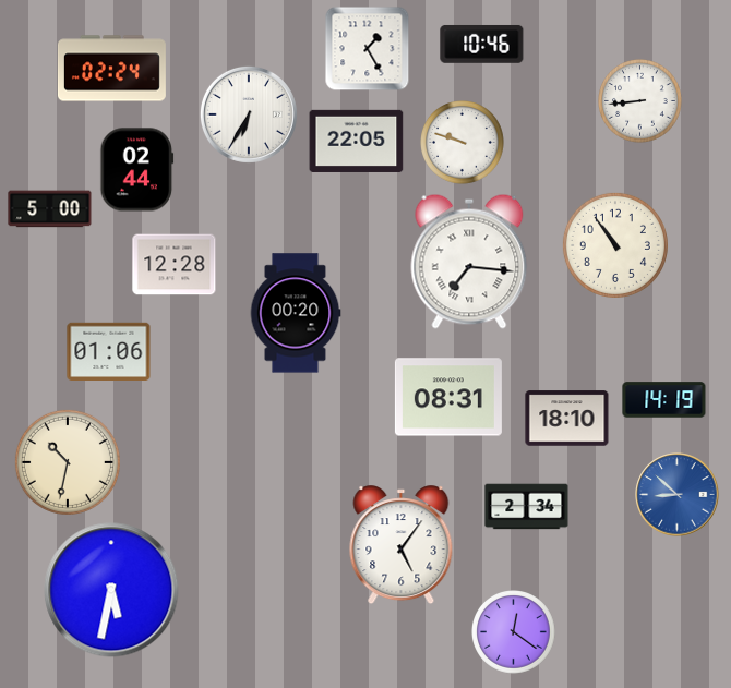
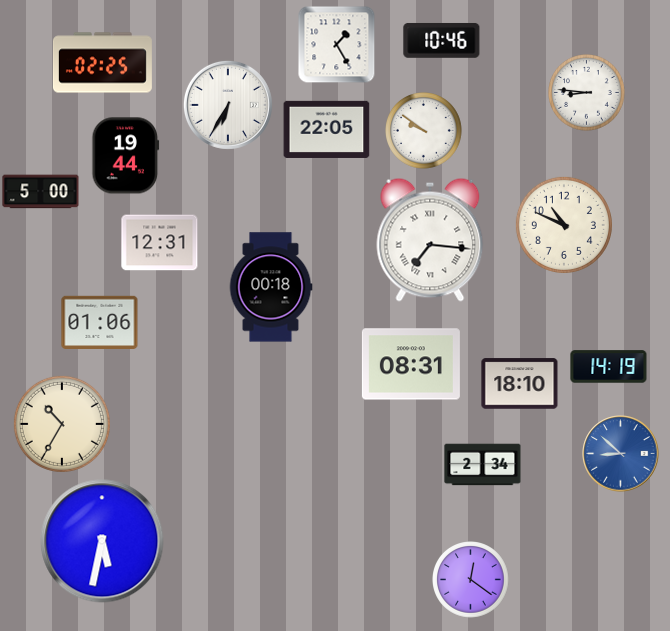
clock at (111, 69): 02:24 -> 02:25
clock at (640, 101): 8:44 -> 8:46
clock at (463, 143): 9:48 -> 9:51
clock at (137, 170): 02:44 -> 19:44
clock at (50, 209) position: (50, 209) -> (41, 192)
clock at (615, 245): 10:54 -> 10:49
clock at (175, 265): 12:28 -> 12:31
clock at (296, 313): 00:20 -> 00:18
clock at (68, 462): 10:32 -> 10:35
clock at (402, 545): 5:06 -> none
